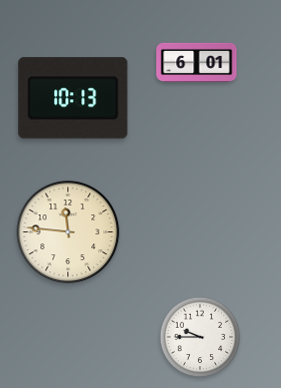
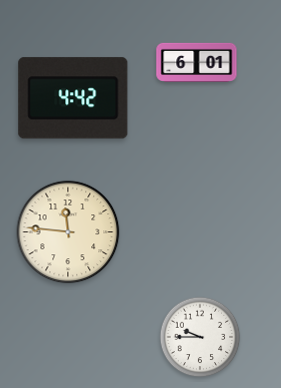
clock at (73, 98): 10:13 -> 4:42
